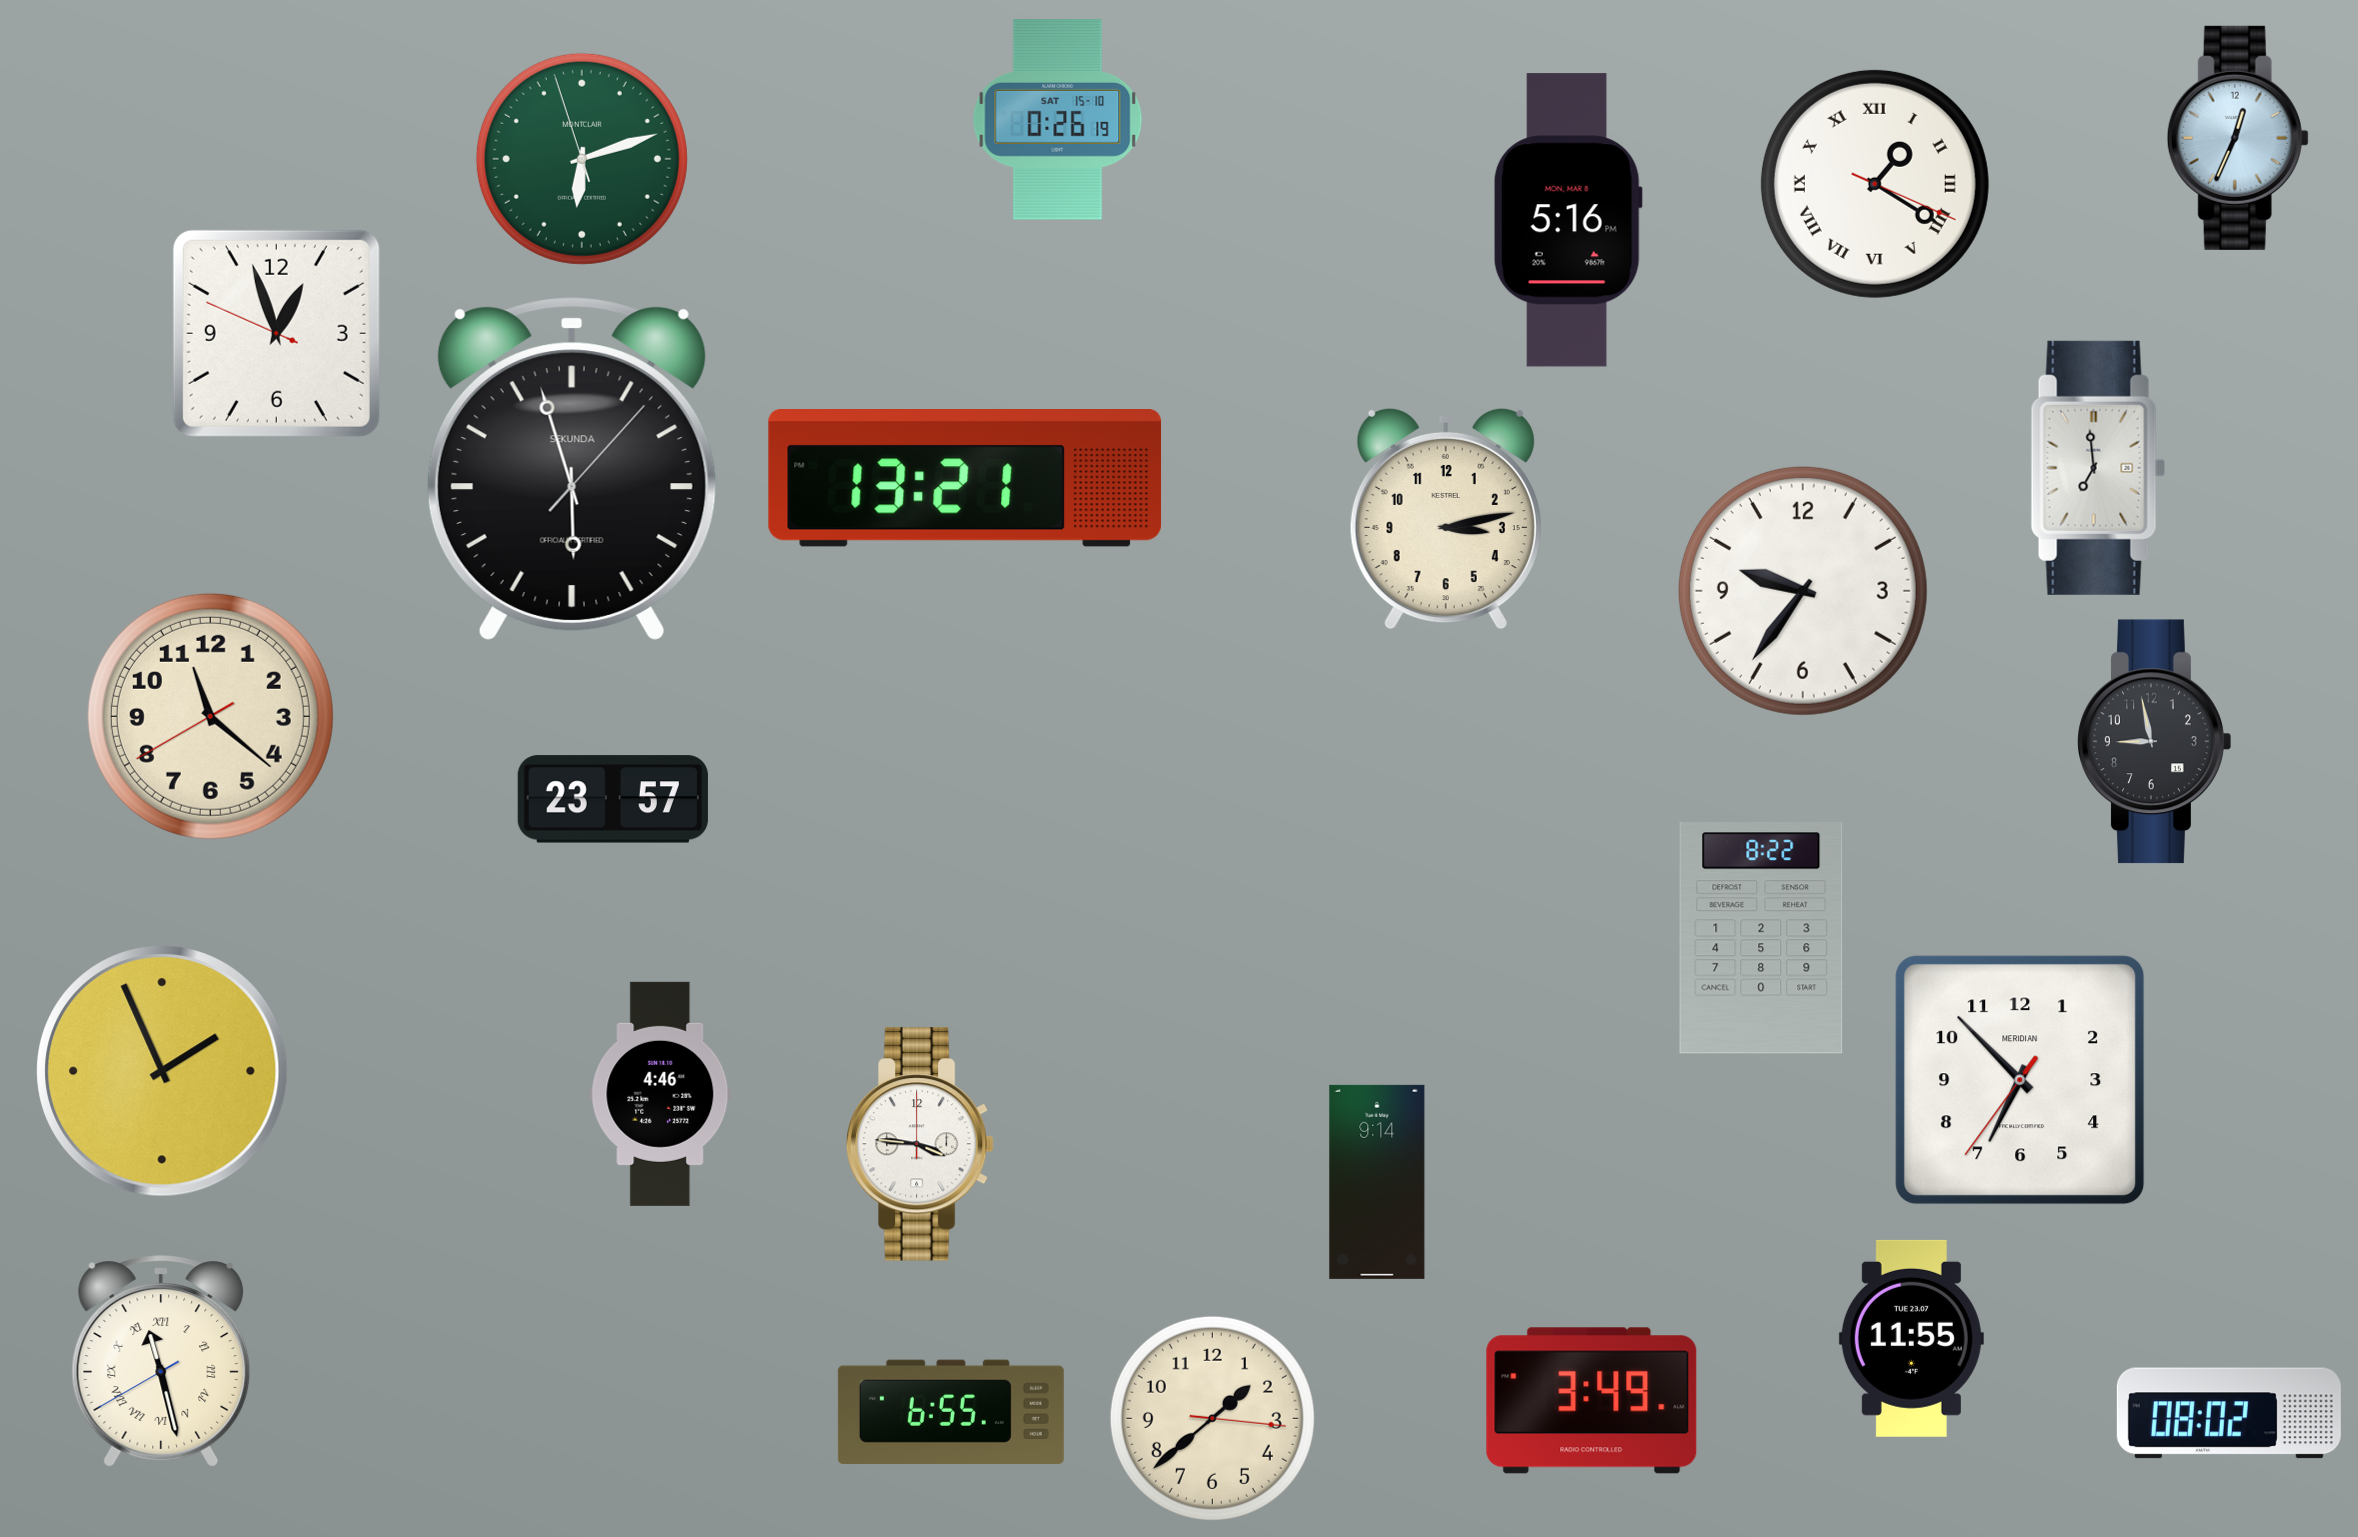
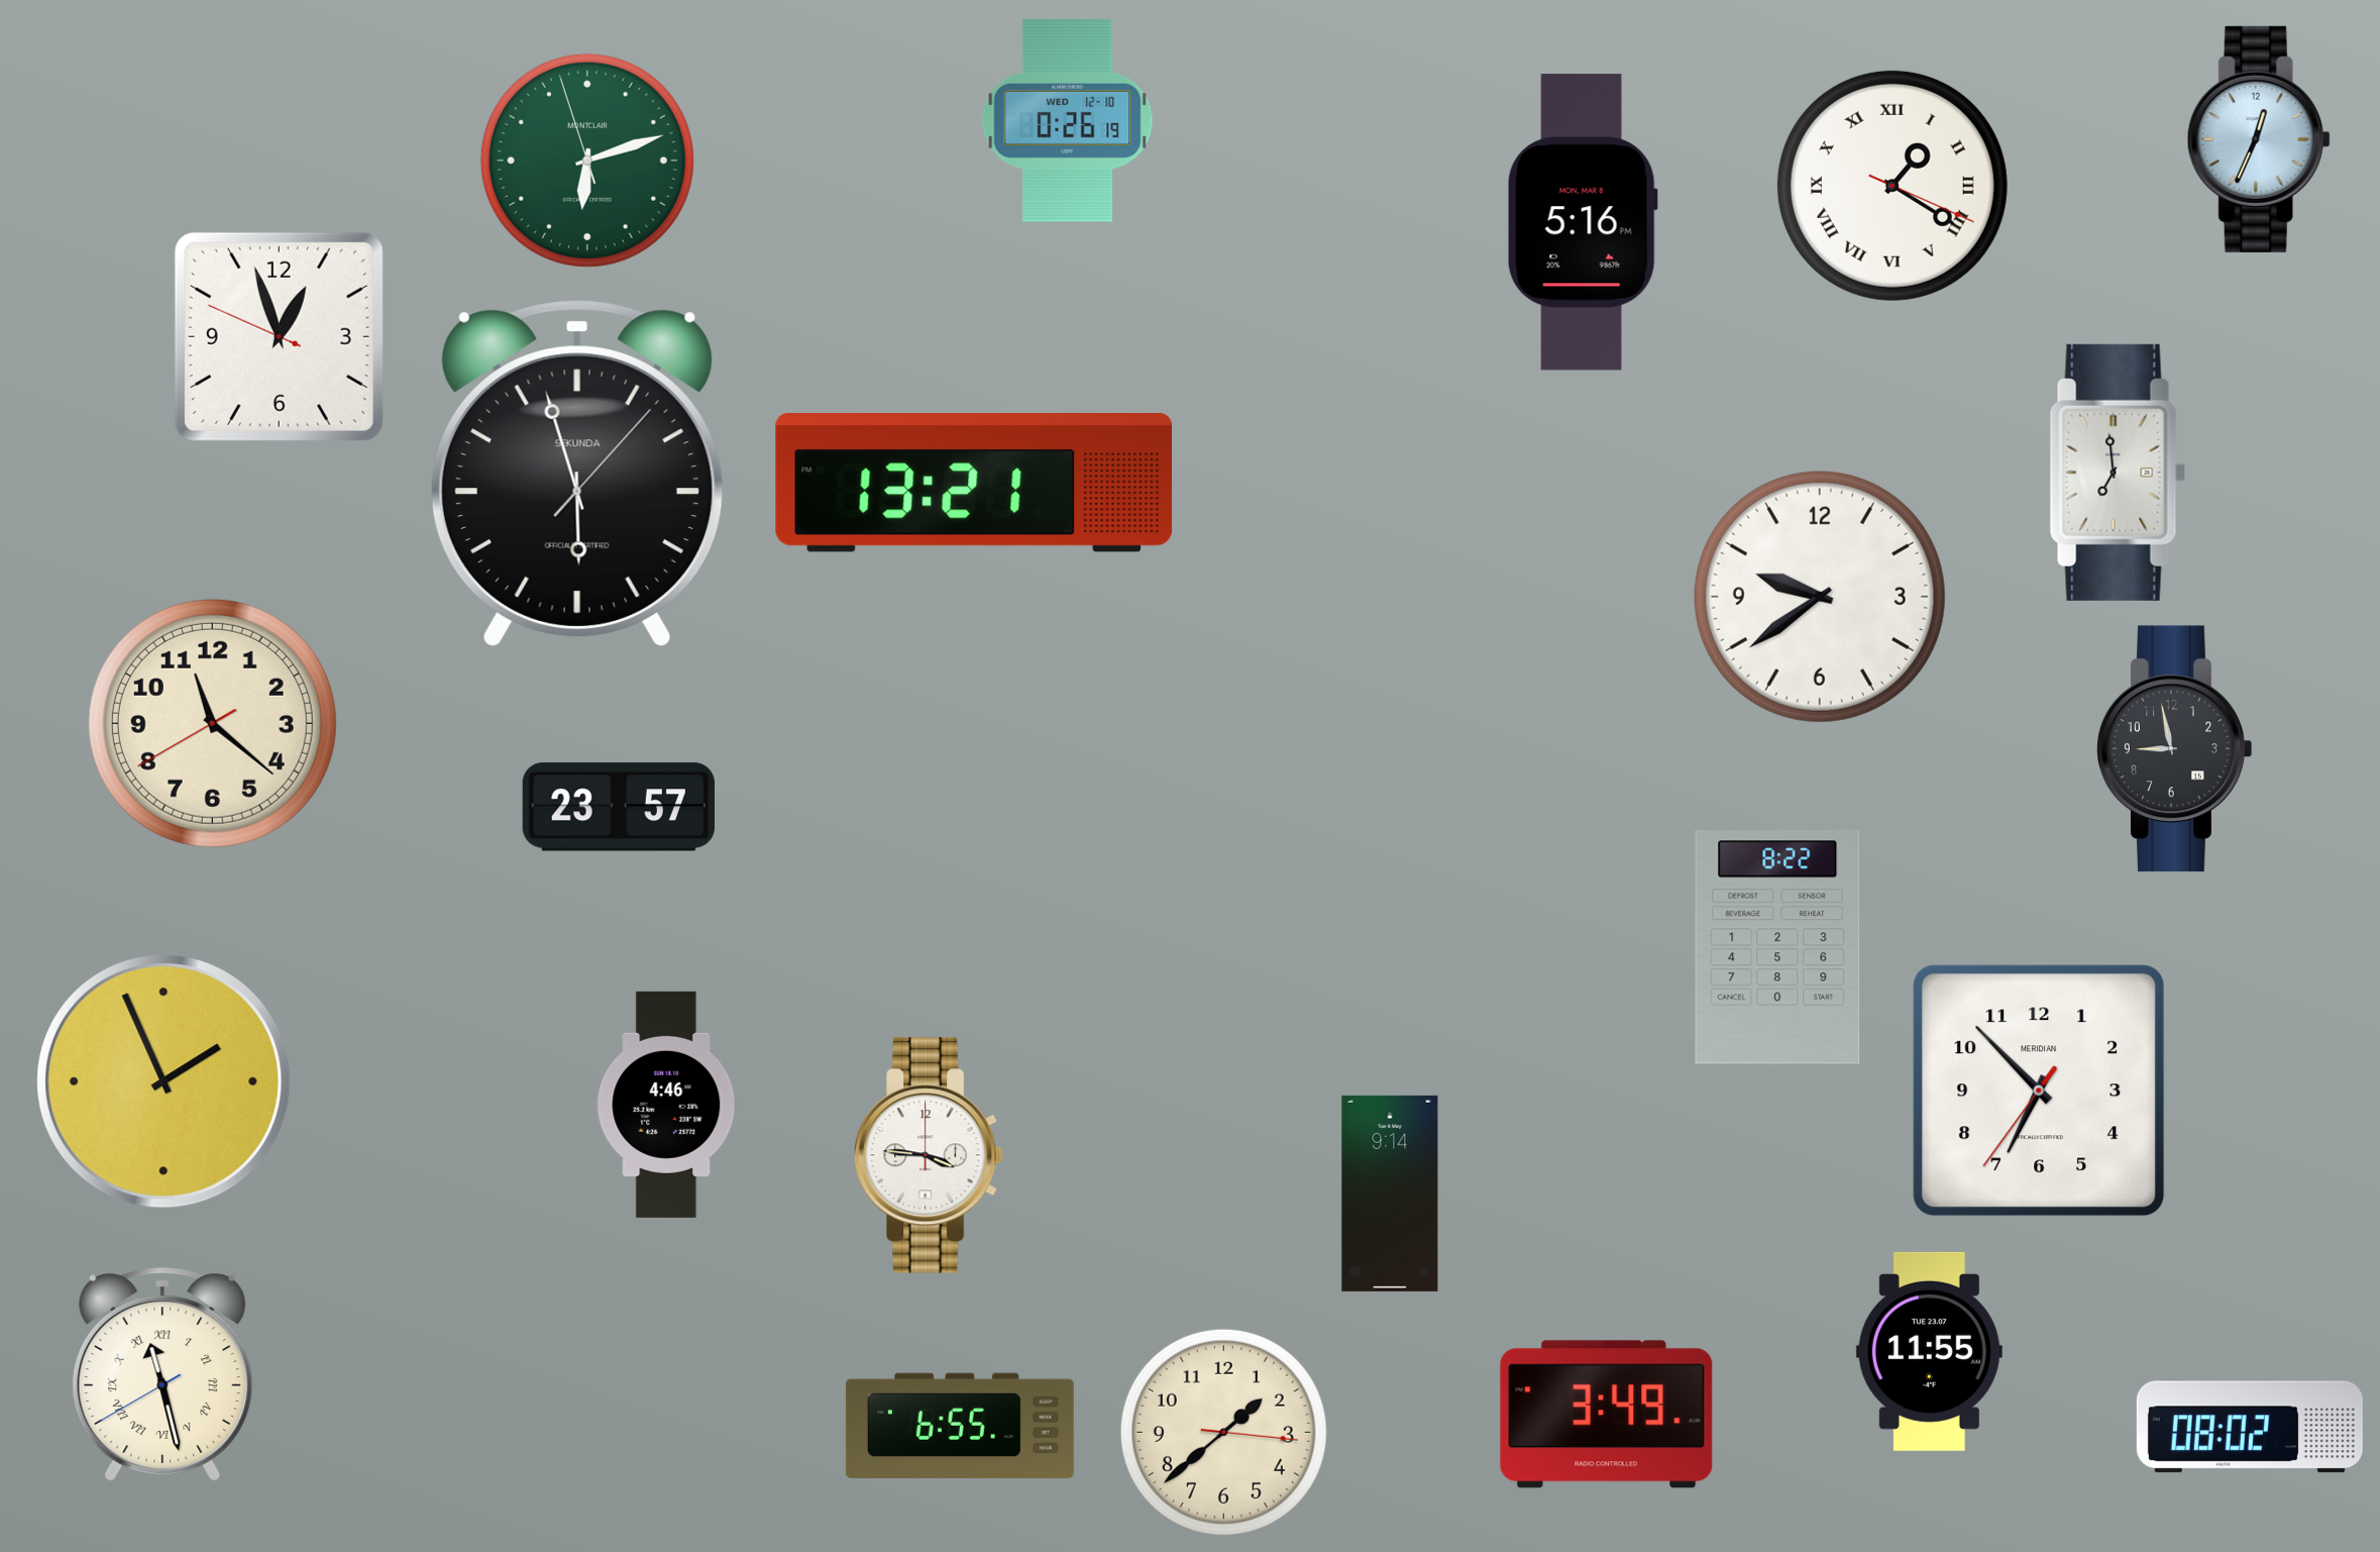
clock at (1058, 120) date: SAT 15-10 -> WED 12-10
clock at (1446, 519): 3:13 -> none
clock at (1803, 591): 9:36 -> 9:39
